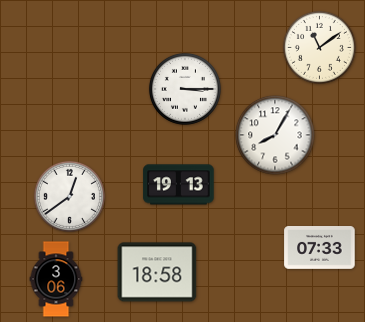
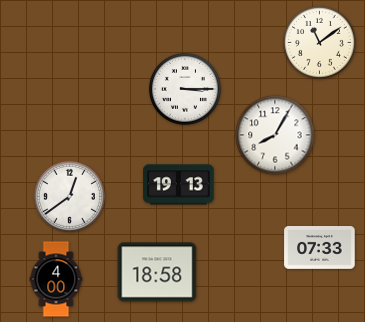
clock at (319, 47) position: (319, 47) -> (319, 42)
clock at (56, 279): 3:06 -> 4:00
